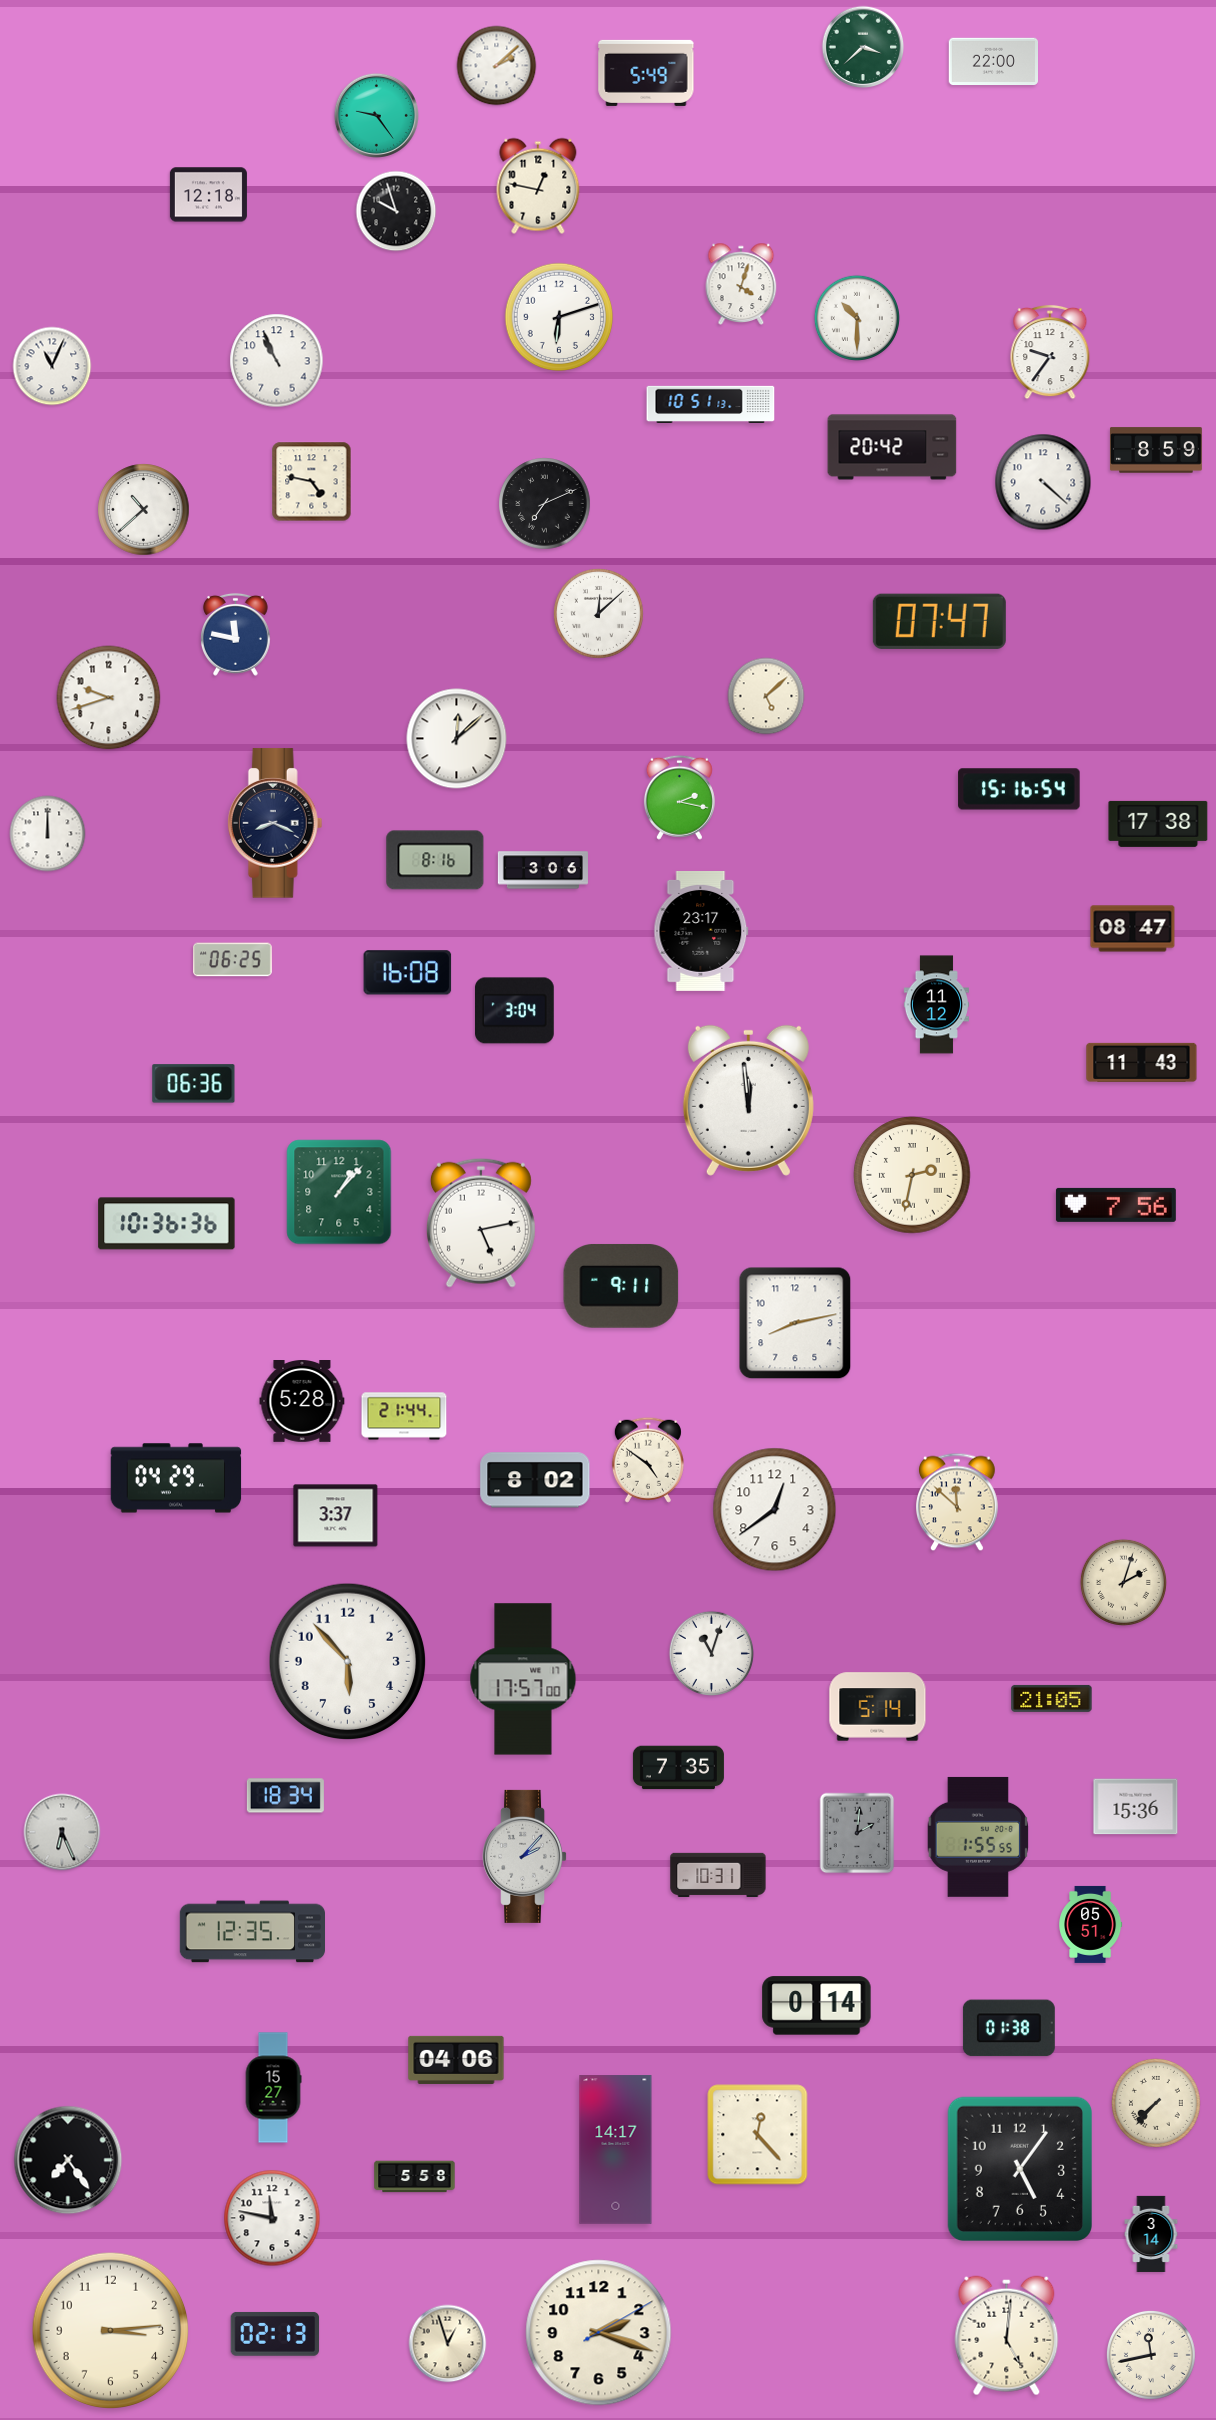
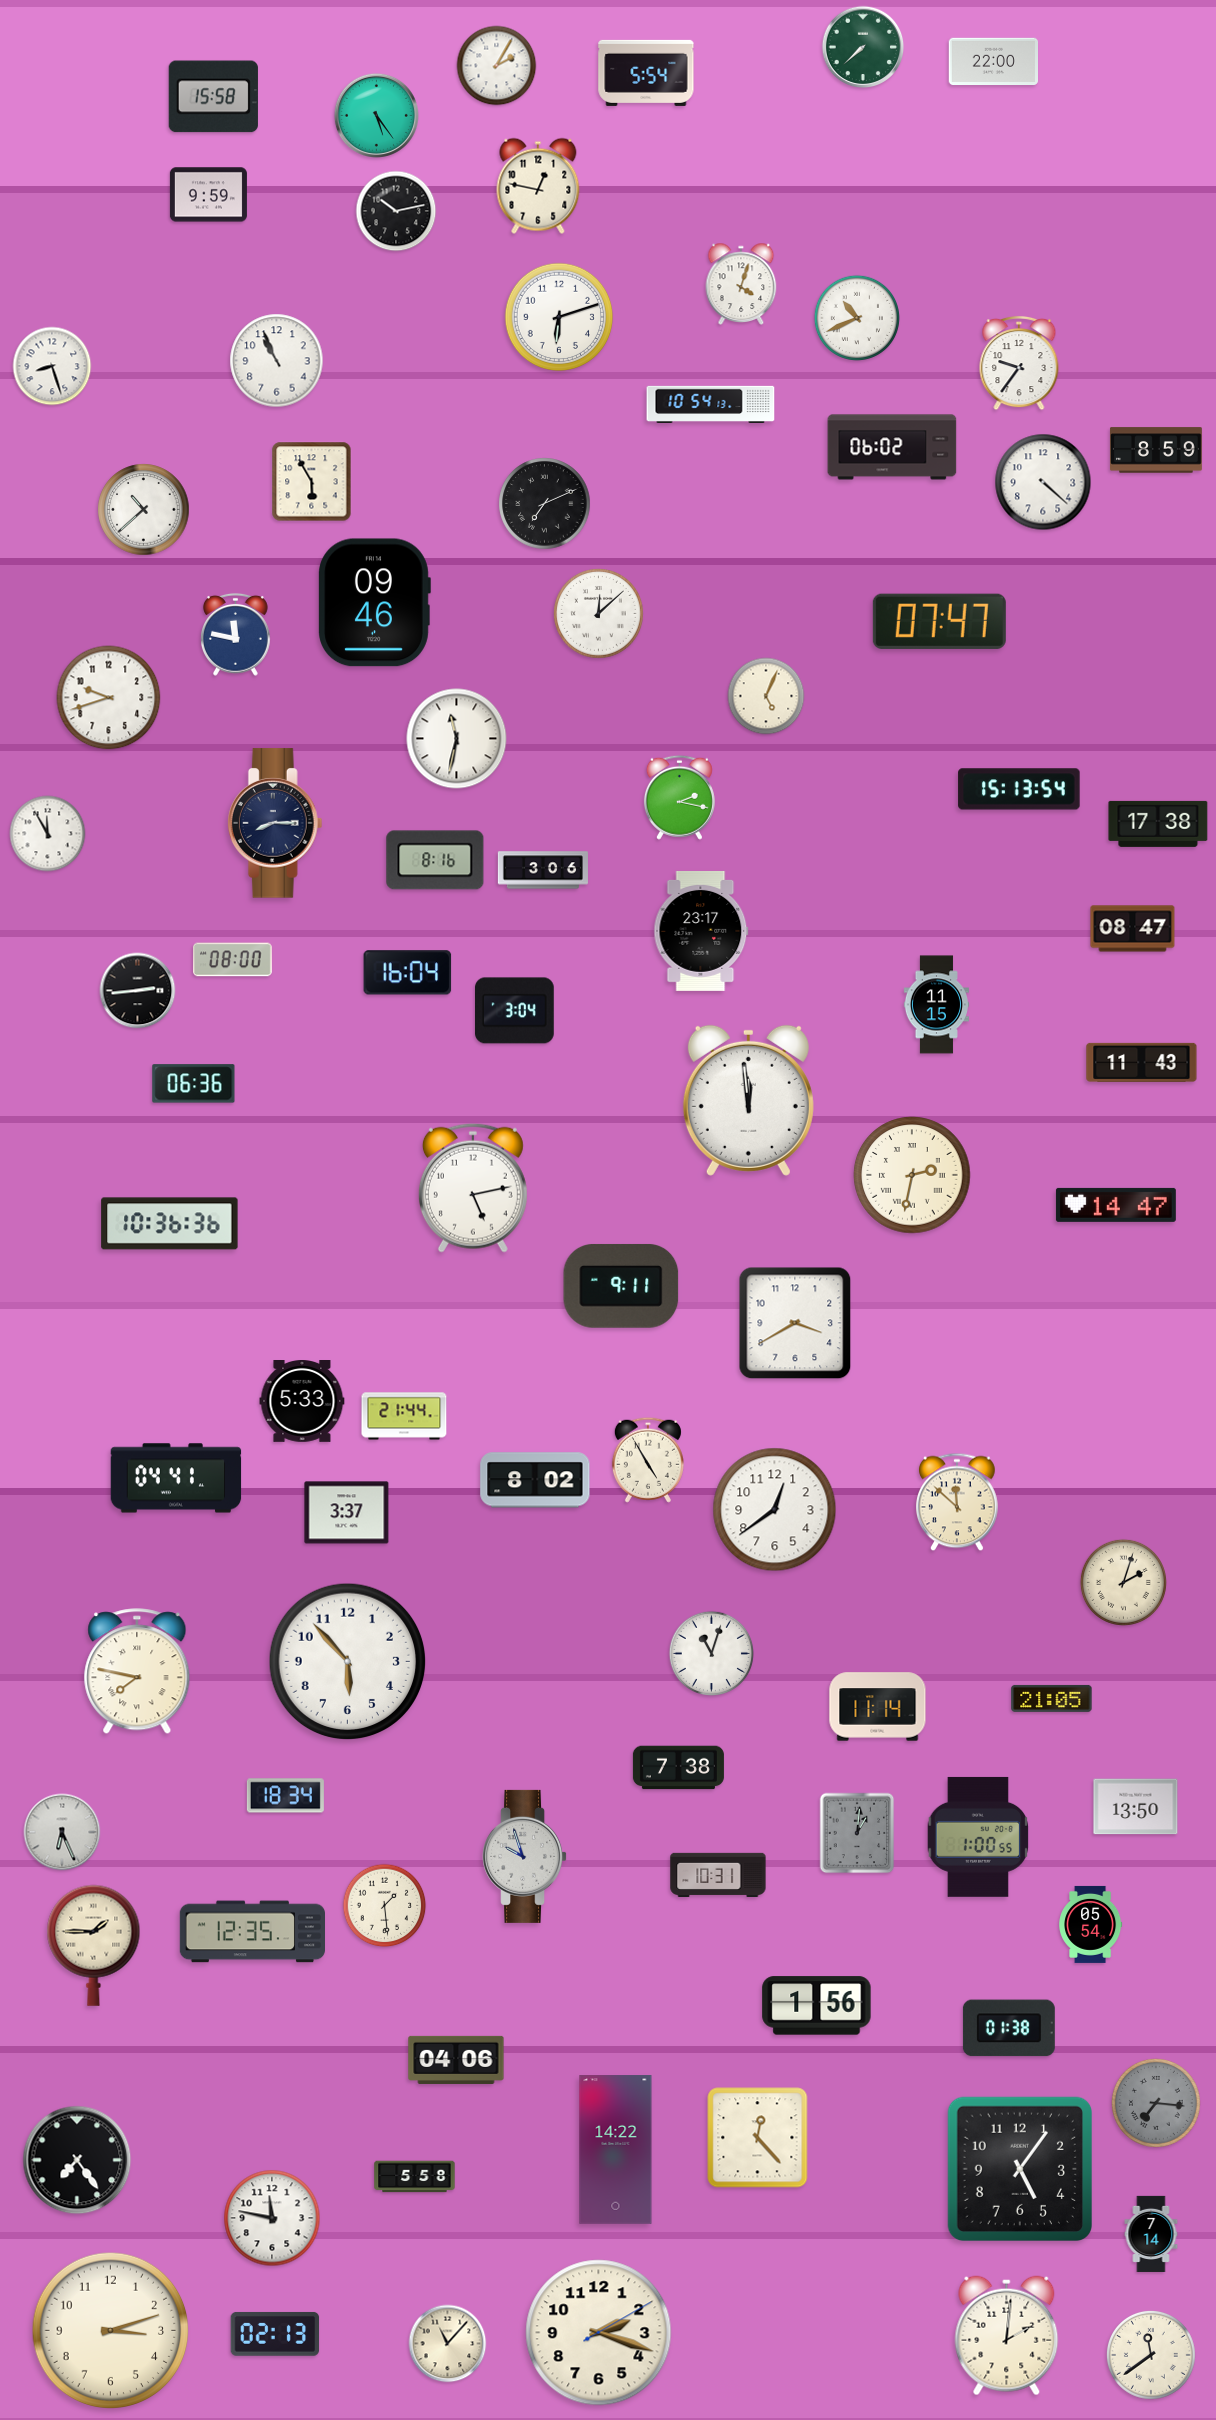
clock at (863, 47): 3:38 -> 7:38
clock at (497, 66): 2:08 -> 2:05
clock at (646, 73): 5:49 -> 5:54
clock at (213, 97): none -> 15:58
clock at (376, 115): 9:24 -> 5:24
clock at (208, 195): 12:18 -> 9:59
clock at (396, 211): 9:57 -> 10:13
clock at (857, 318): 10:30 -> 10:41
clock at (1050, 352) position: (1050, 352) -> (1019, 363)
clock at (52, 366): 11:04 -> 8:27
clock at (711, 404): 10:51 -> 10:54
clock at (892, 447): 20:42 -> 06:02
clock at (312, 482): 4:47 -> 5:55
clock at (375, 603): none -> 09:46
clock at (766, 696): 5:08 -> 5:04
clock at (457, 739): 12:08 -> 11:32
clock at (1019, 789): 15:16 -> 15:13
clock at (275, 823): 8:19 -> 8:15
clock at (48, 834): 12:00 -> 11:55
clock at (233, 960): 06:25 -> 08:00
clock at (408, 973): 16:08 -> 16:04
clock at (138, 991): none -> 2:44
clock at (936, 1005): 11:12 -> 11:15
clock at (339, 1192): 1:07 -> none
clock at (1116, 1205): 7:56 -> 14:47
clock at (481, 1223) position: (481, 1223) -> (473, 1188)
clock at (167, 1224) position: (167, 1224) -> (170, 1224)
clock at (795, 1323): 8:13 -> 3:40
clock at (302, 1402): 5:28 -> 5:33
clock at (648, 1460): 4:51 -> 4:55
clock at (176, 1478): 04:29 -> 04:41
clock at (336, 1516) position: (336, 1516) -> (347, 1513)
clock at (137, 1672): none -> 7:47
clock at (523, 1679): 17:57 -> none
clock at (878, 1707): 5:14 -> 11:14
clock at (678, 1768): 7:35 -> 7:38
clock at (1136, 1807): 15:36 -> 13:50
clock at (857, 1833): 2:01 -> 1:01
clock at (978, 1837): 1:55 -> 1:00
clock at (525, 1856): 2:07 -> 9:57
clock at (385, 1906): none -> 1:29
clock at (1091, 1924): 05:51 -> 05:54
clock at (94, 1945): none -> 1:45
clock at (817, 2006): 0:14 -> 1:56
clock at (273, 2088): 15:27 -> none
clock at (1156, 2103): 7:37 -> 7:16
clock at (1156, 2103) dial: cream -> grey
clock at (758, 2135) position: (758, 2135) -> (758, 2138)
clock at (616, 2150): 14:17 -> 14:22
clock at (68, 2160) position: (68, 2160) -> (77, 2160)
clock at (1151, 2233): 3:14 -> 7:14
clock at (111, 2331): 3:14 -> 3:12
clock at (1007, 2336): 5:01 -> 2:01
clock at (448, 2344): 12:57 -> 11:07
clock at (1151, 2355): 11:43 -> 11:39
